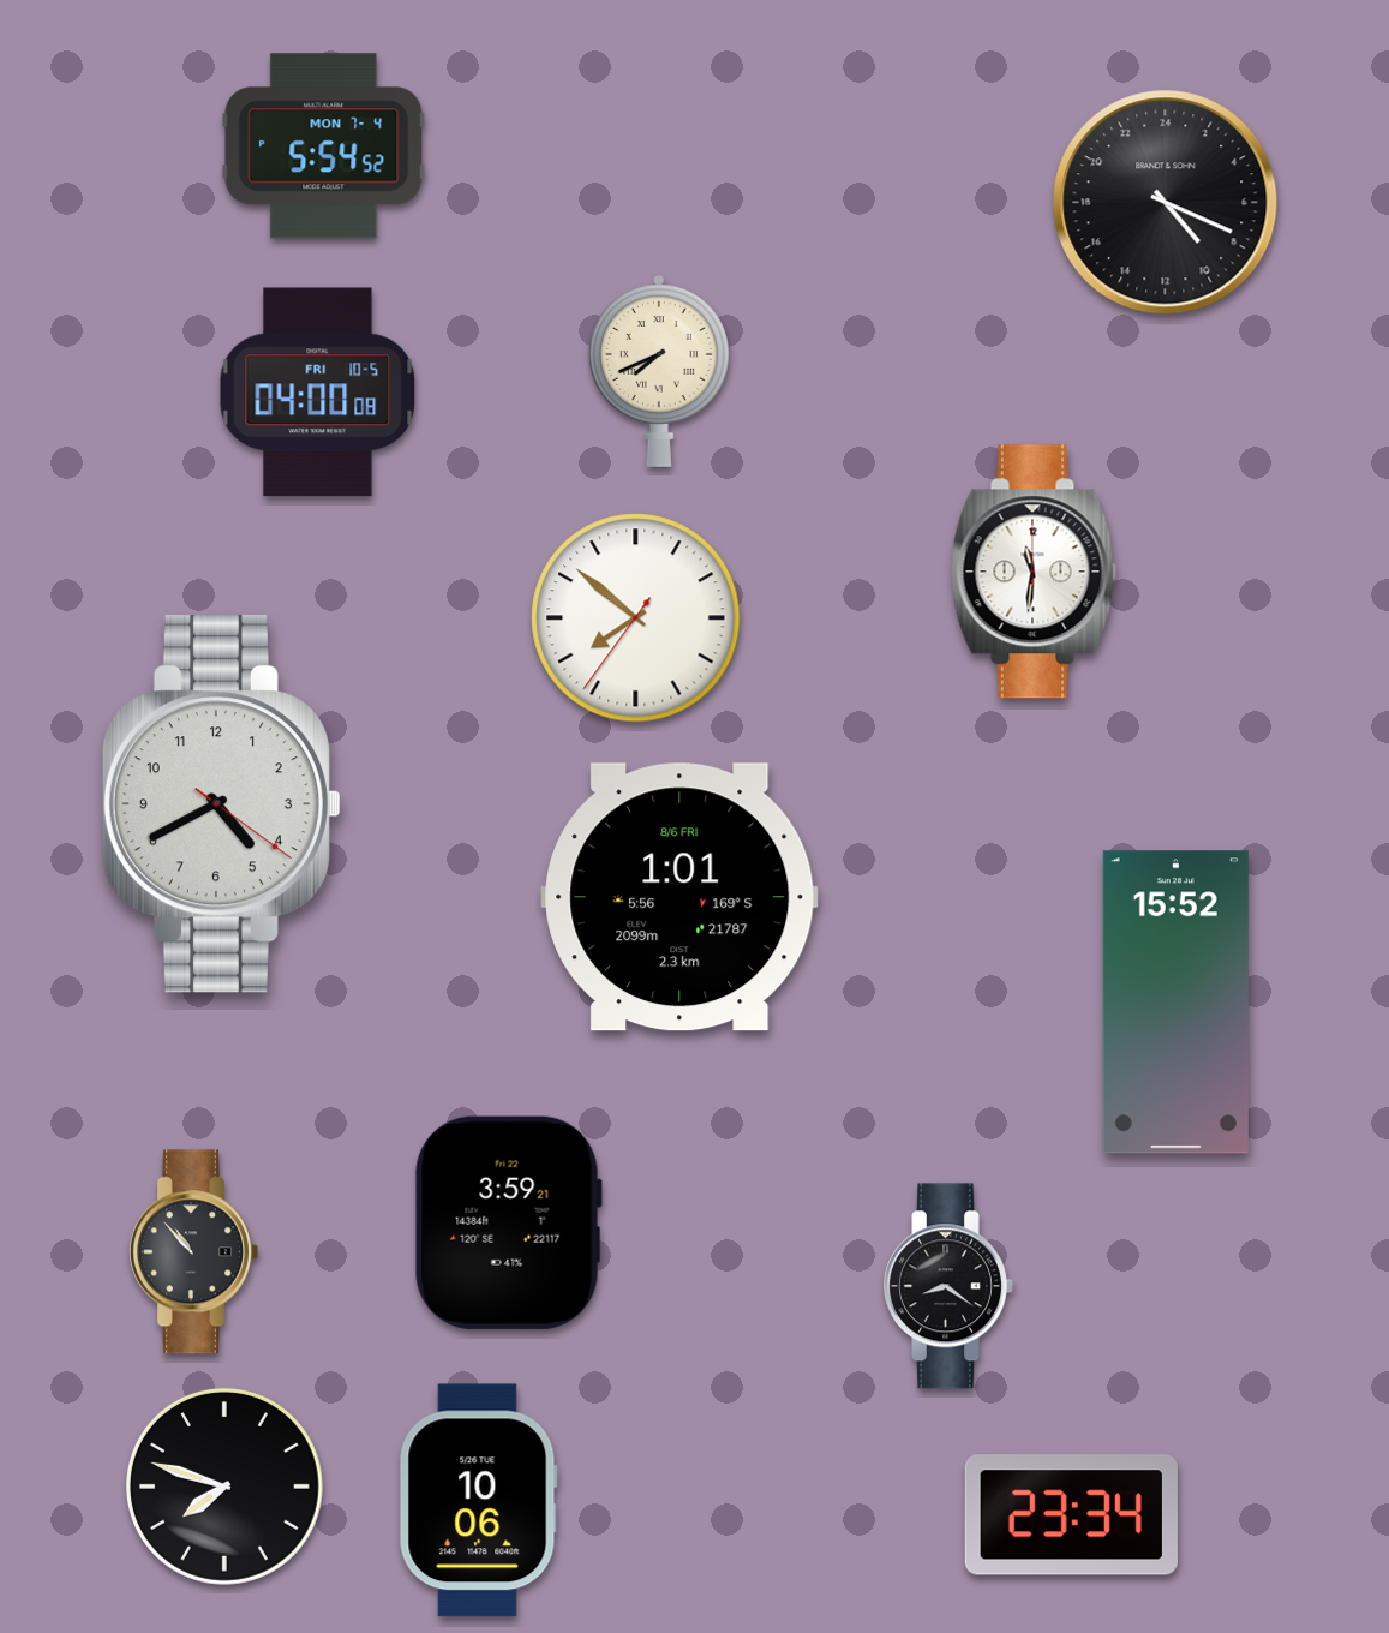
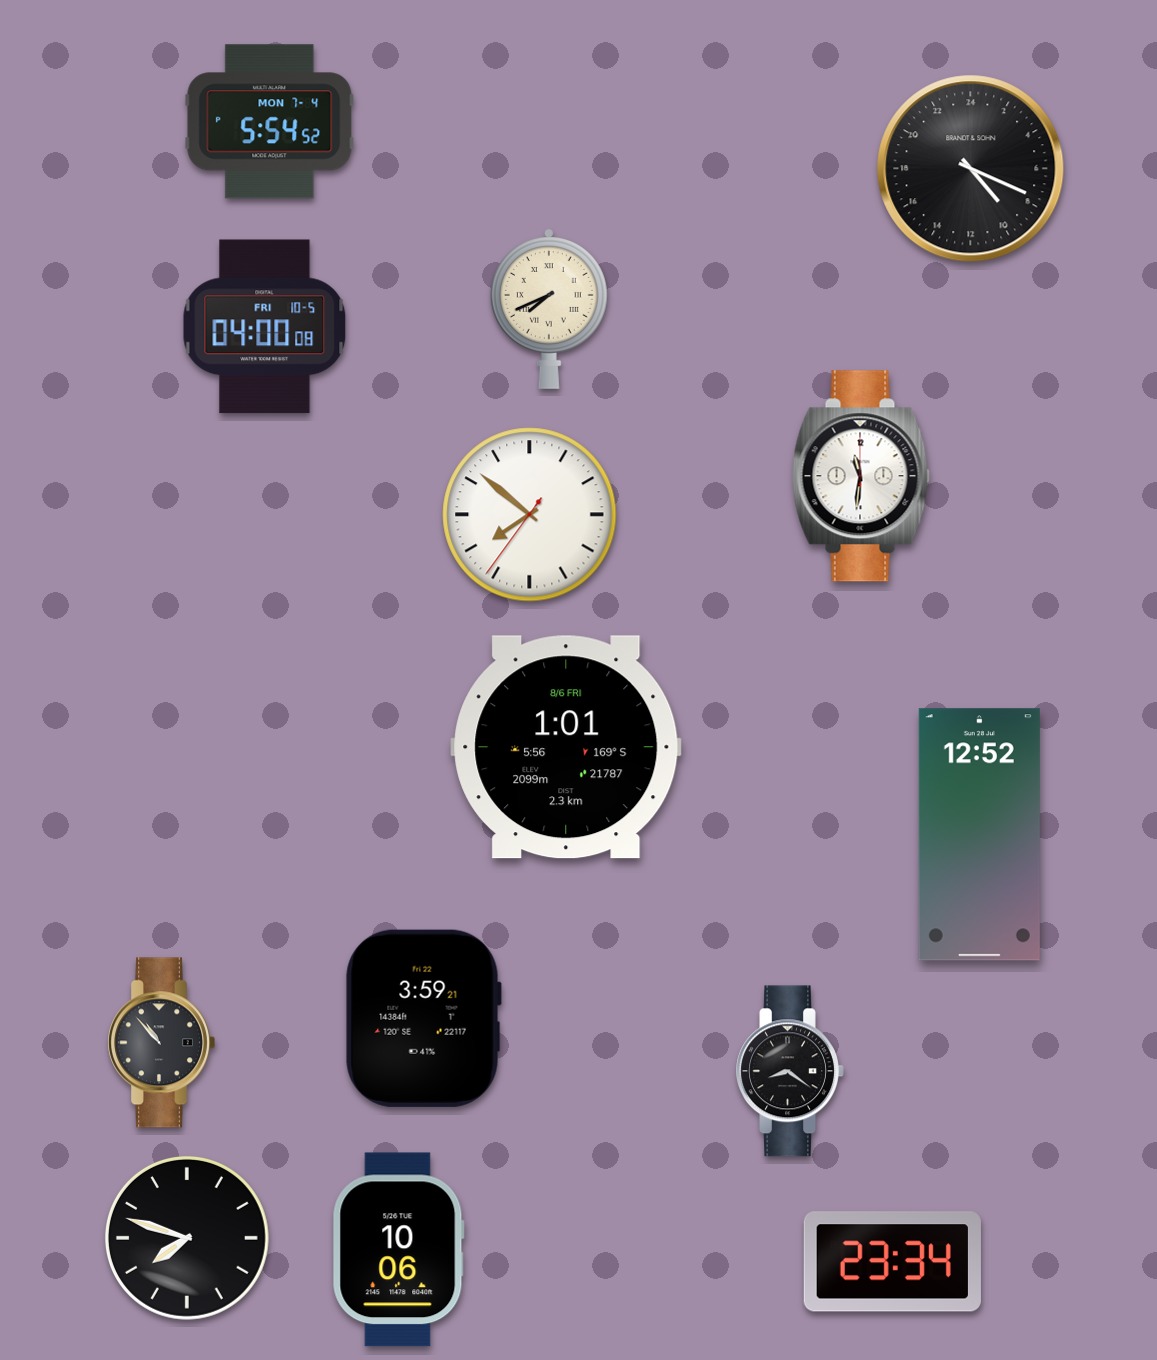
clock at (221, 804): 4:40 -> none
clock at (1175, 1003): 15:52 -> 12:52
